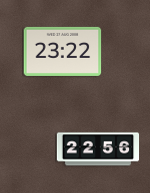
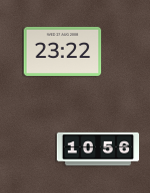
clock at (98, 149): 22:56 -> 10:56
